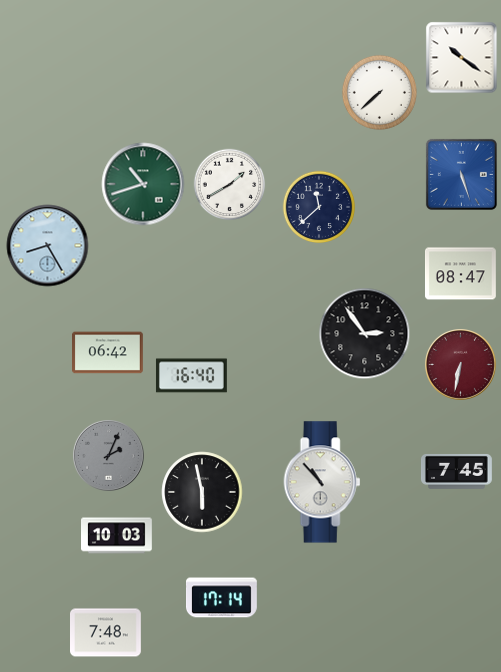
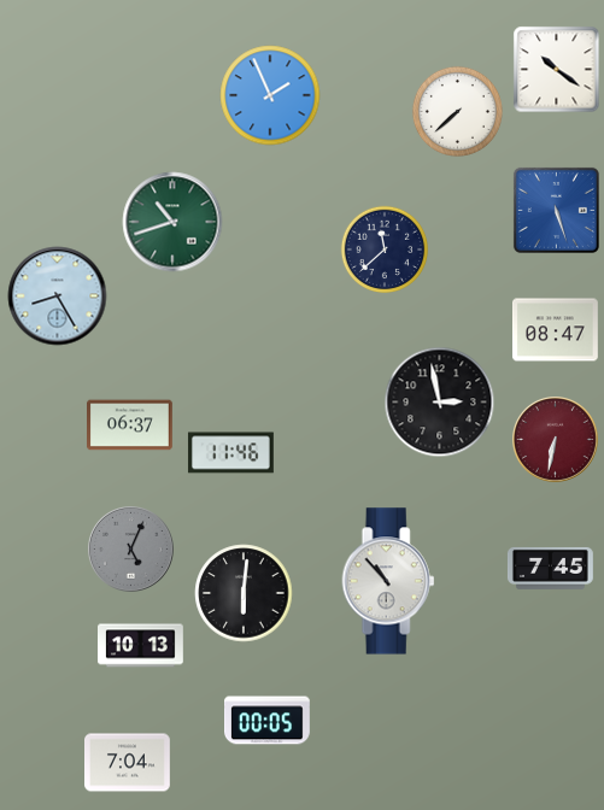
clock at (270, 95): none -> 1:56
clock at (230, 185): 1:40 -> none
clock at (365, 334): 2:54 -> 2:58
clock at (108, 353): 06:42 -> 06:37
clock at (192, 376): 16:40 -> 11:46
clock at (109, 456): 2:04 -> 5:04
clock at (202, 492): 5:58 -> 6:01
clock at (117, 536): 10:03 -> 10:13
clock at (222, 598): 17:14 -> 00:05
clock at (106, 633): 7:48 -> 7:04
